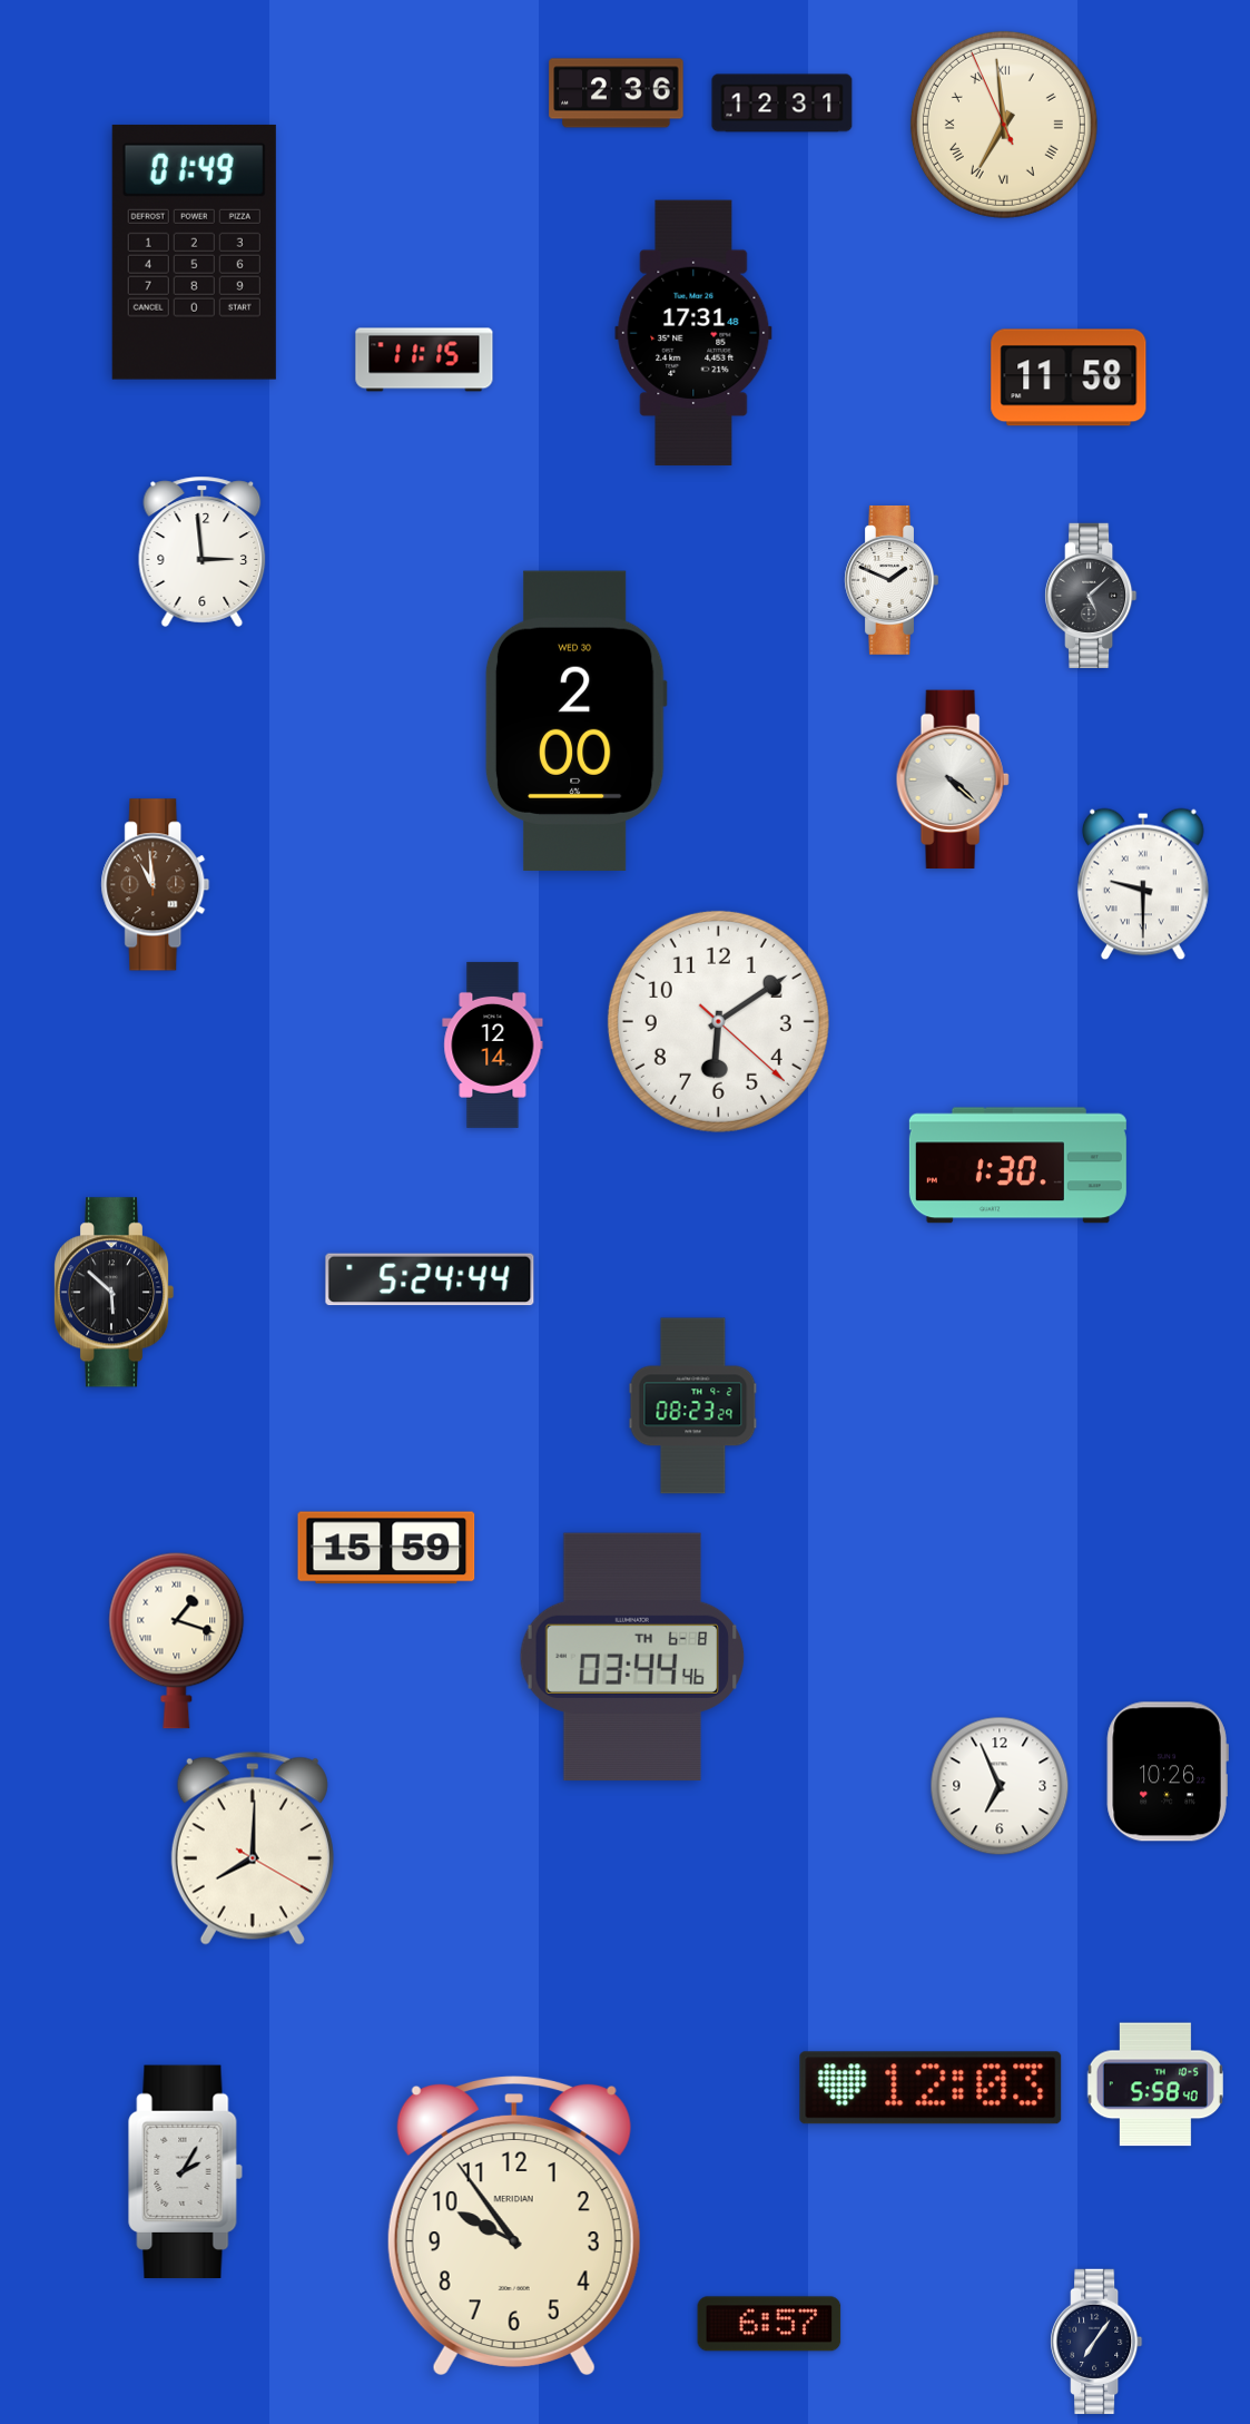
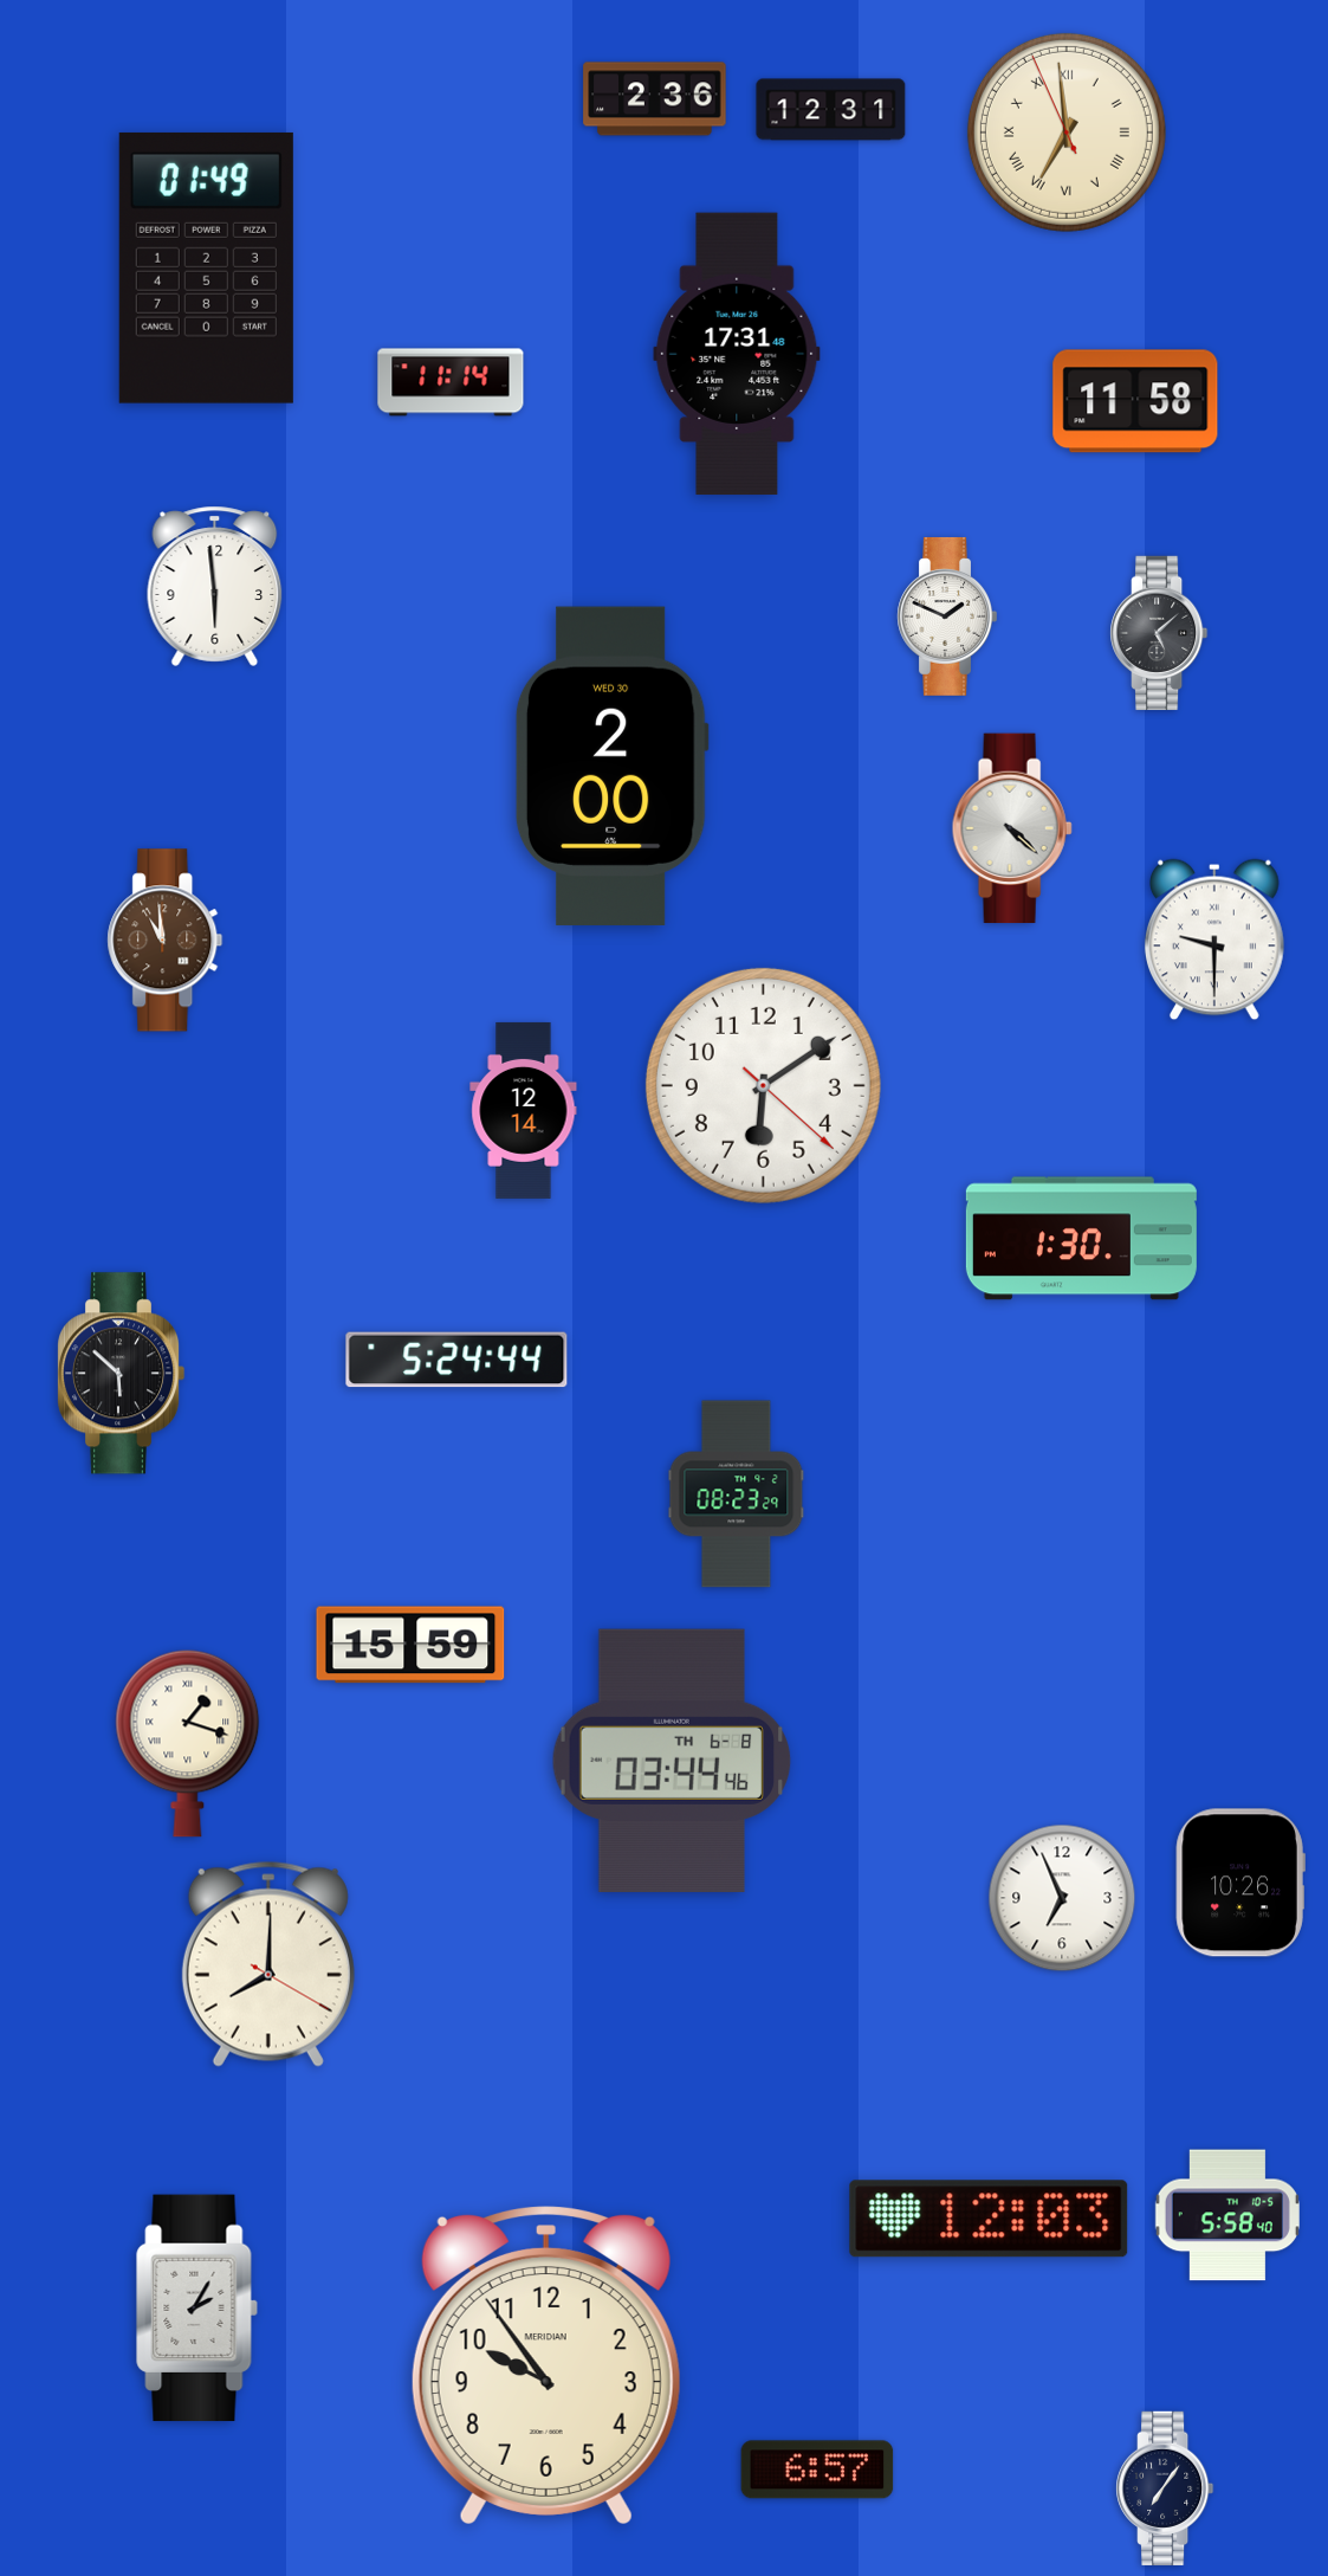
clock at (424, 360): 11:15 -> 11:14
clock at (203, 551): 2:59 -> 5:59
